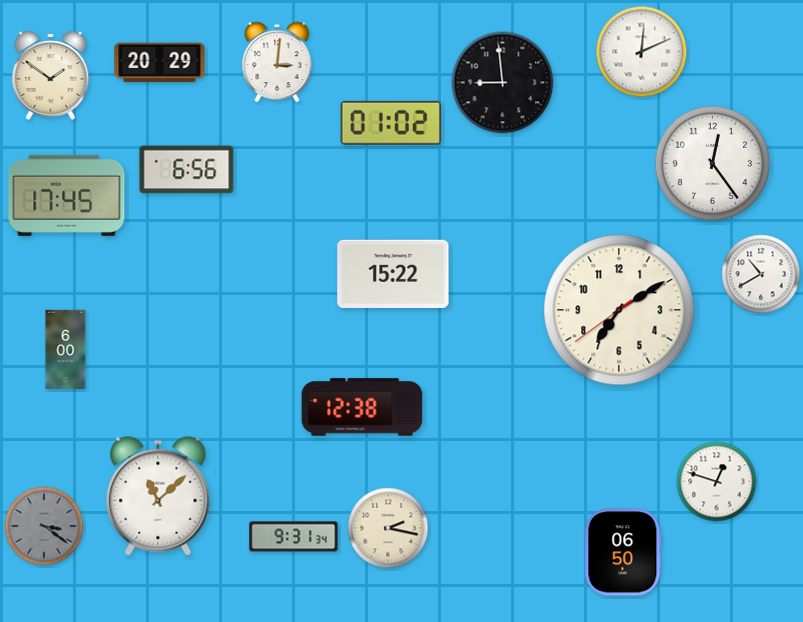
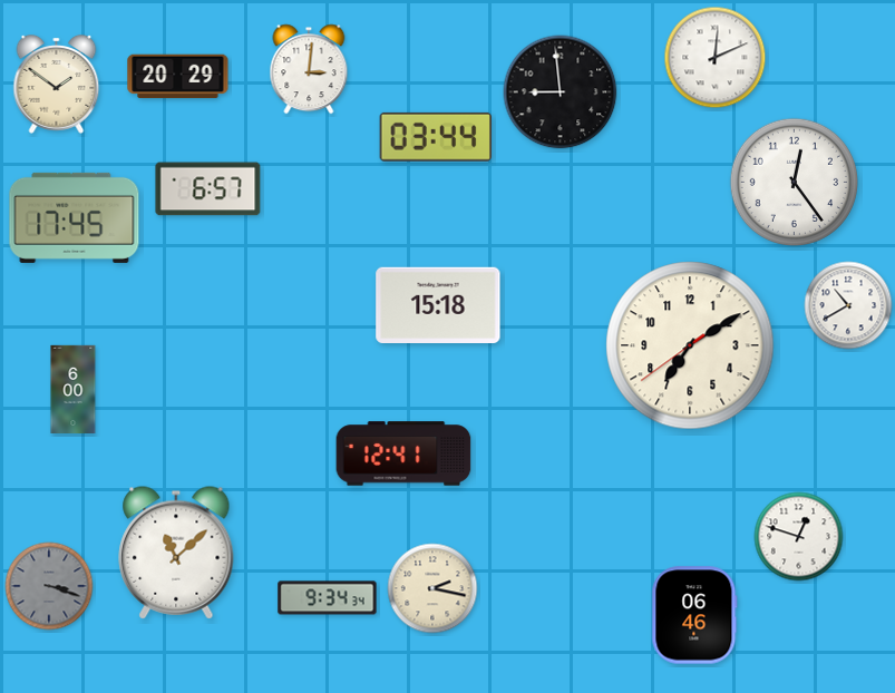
clock at (160, 63) position: (160, 63) -> (178, 77)
clock at (391, 123): 01:02 -> 03:44
clock at (187, 170): 6:56 -> 6:57
clock at (393, 273): 15:22 -> 15:18
clock at (362, 407): 12:38 -> 12:41
clock at (44, 526): 3:21 -> 3:18
clock at (294, 537): 9:31 -> 9:34
clock at (623, 552): 06:50 -> 06:46
